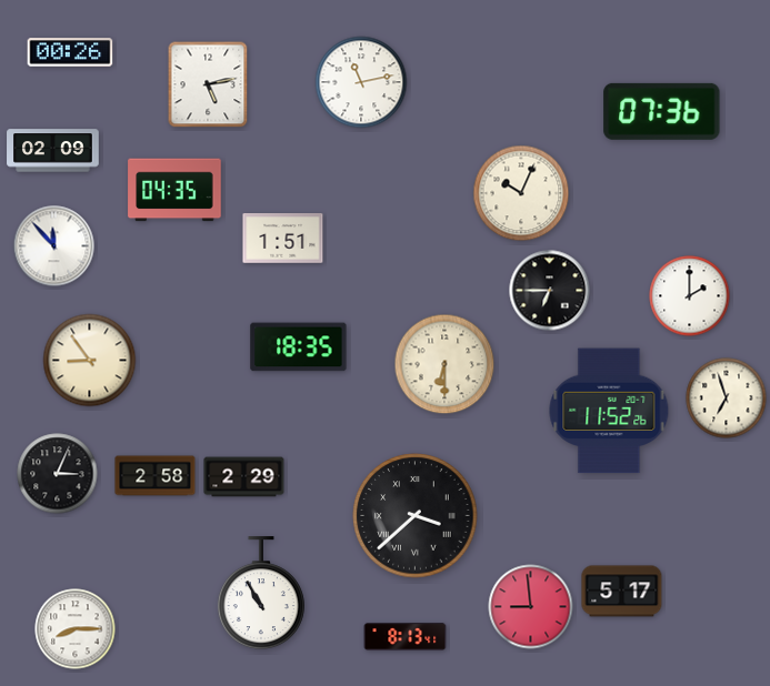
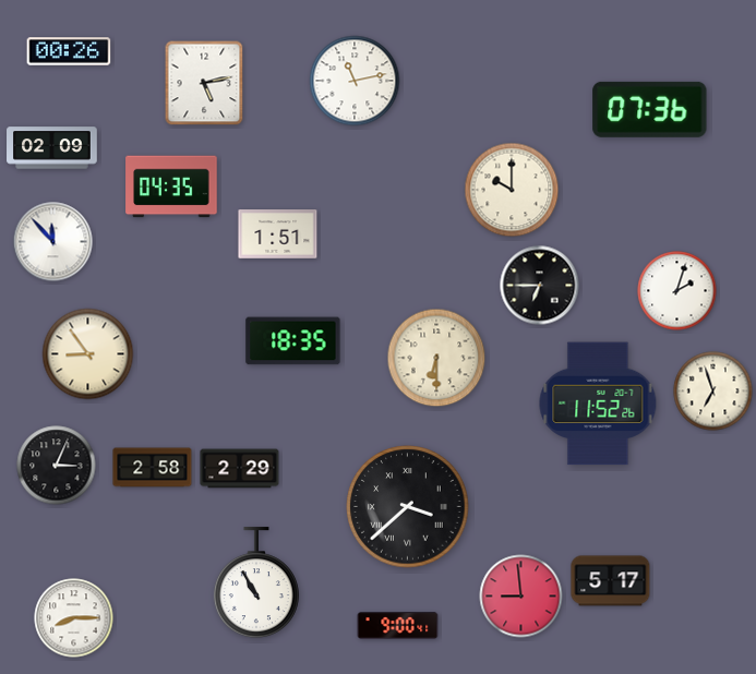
clock at (521, 193): 10:04 -> 10:00
clock at (690, 296): 2:00 -> 2:03
clock at (406, 637): 8:13 -> 9:00
